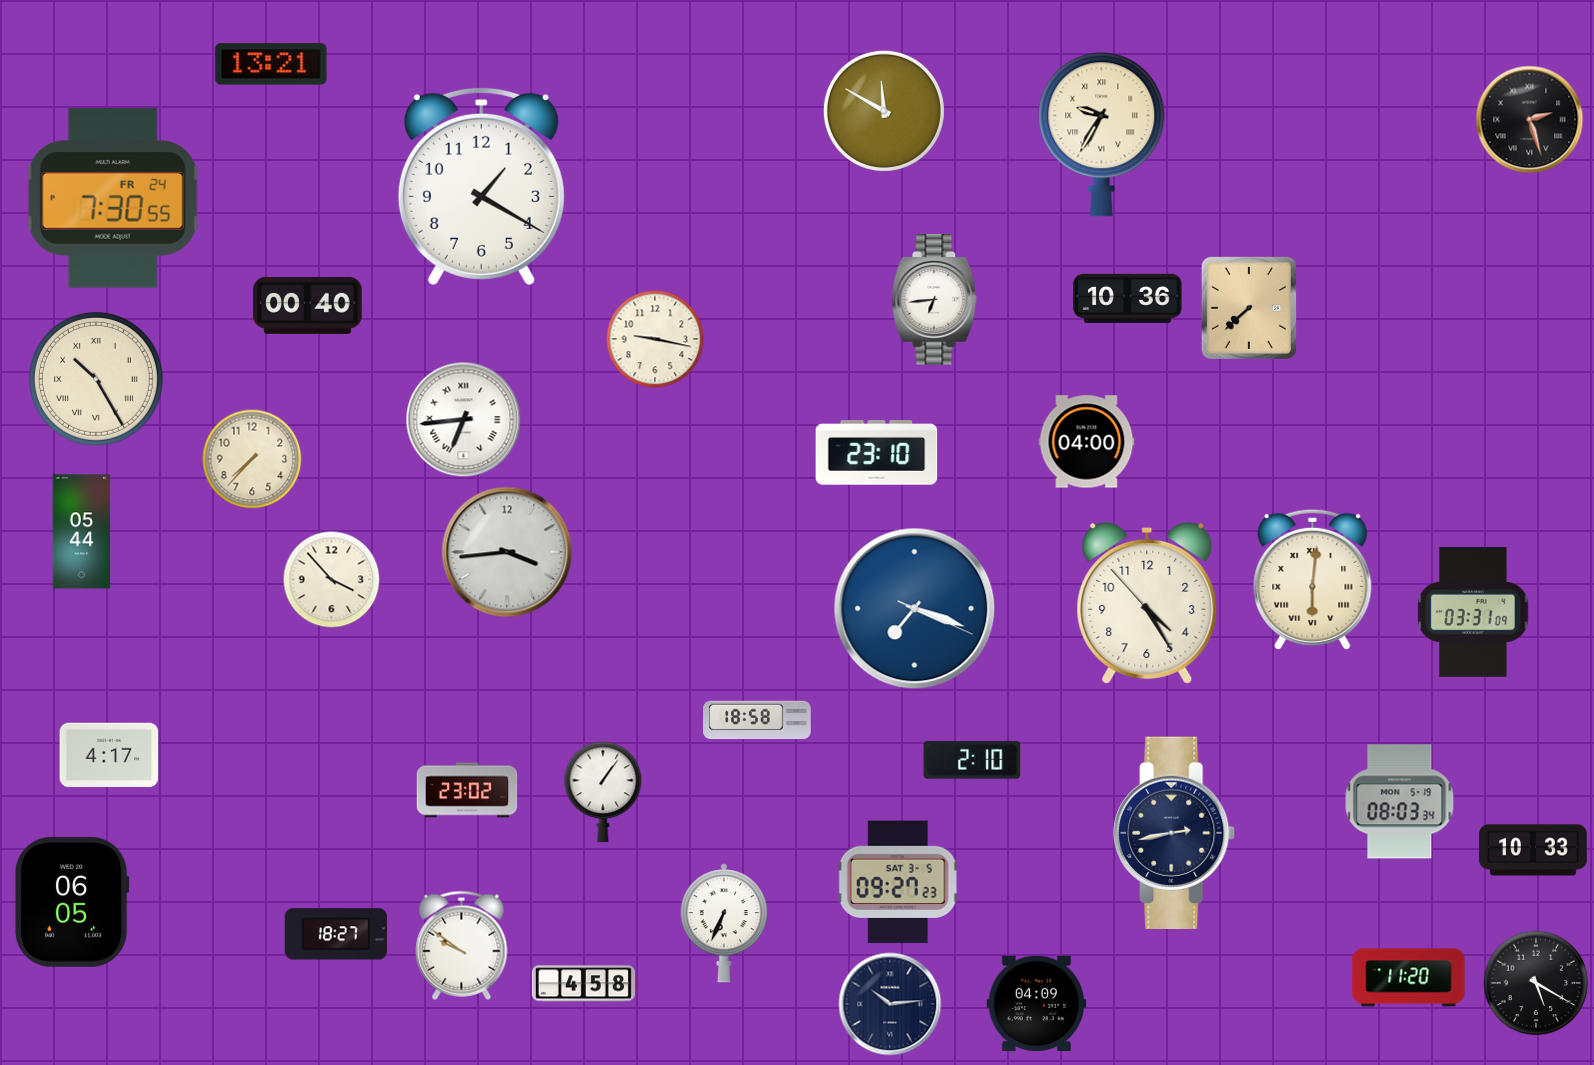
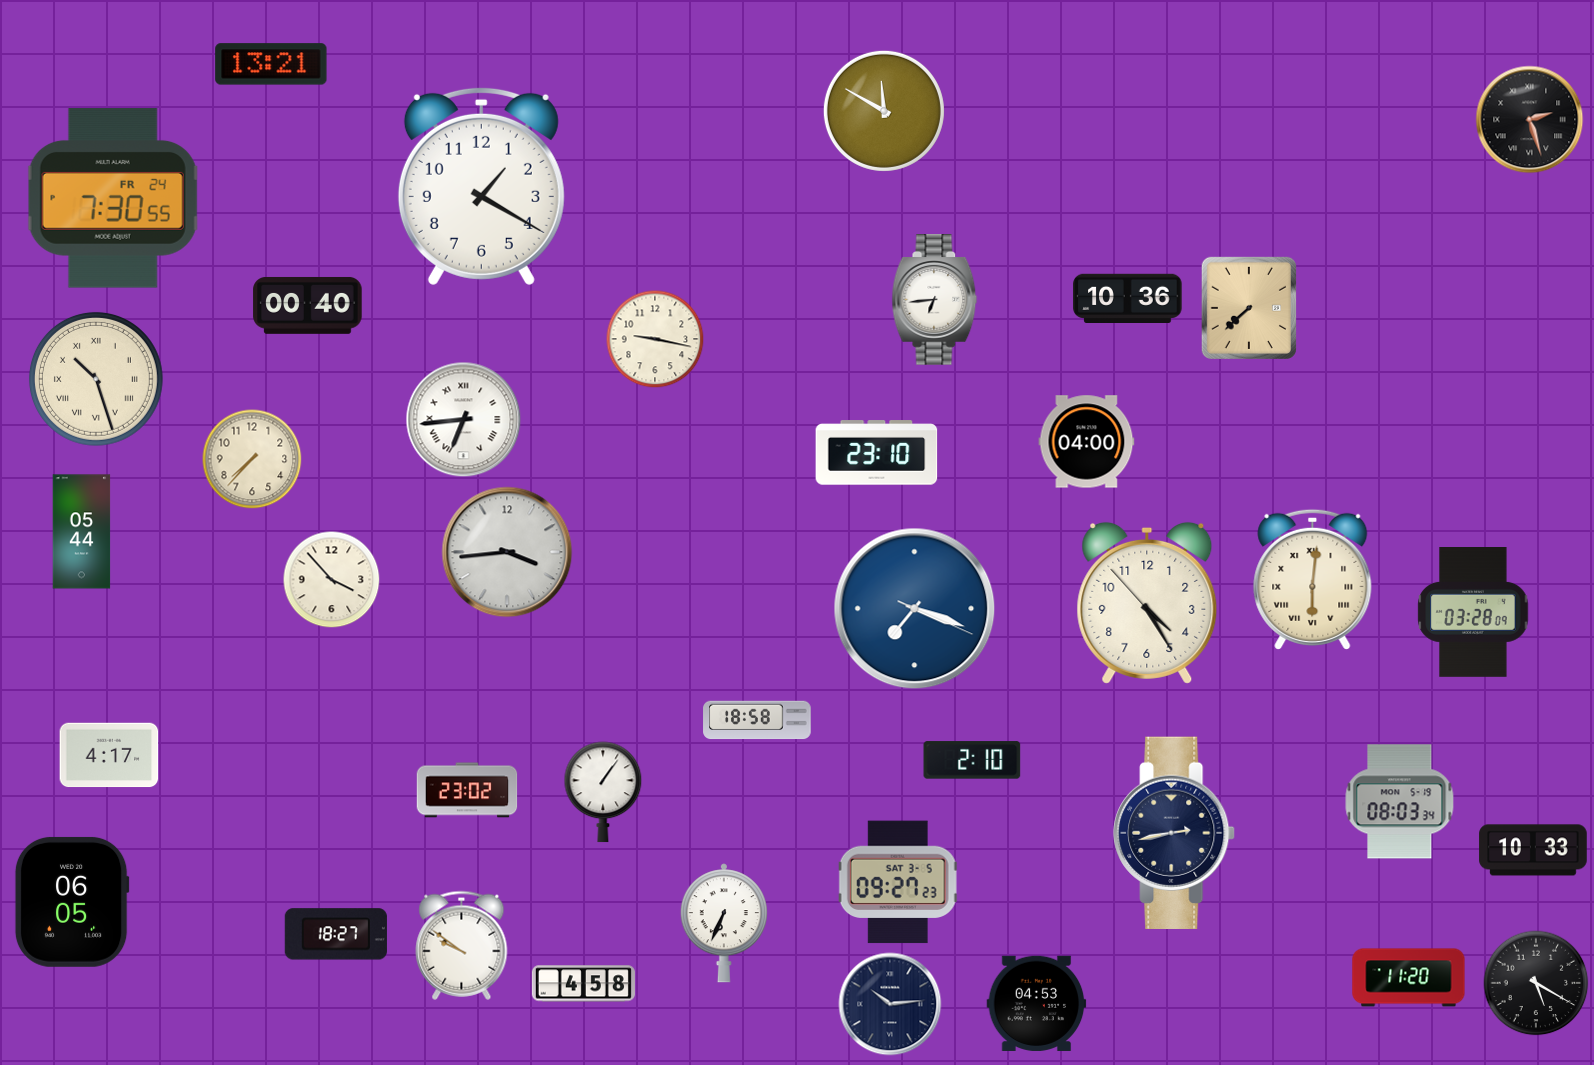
clock at (1102, 135): 9:35 -> none
clock at (96, 379): 10:25 -> 10:27
clock at (1473, 613): 03:31 -> 03:28
clock at (1037, 1003): 04:09 -> 04:53
